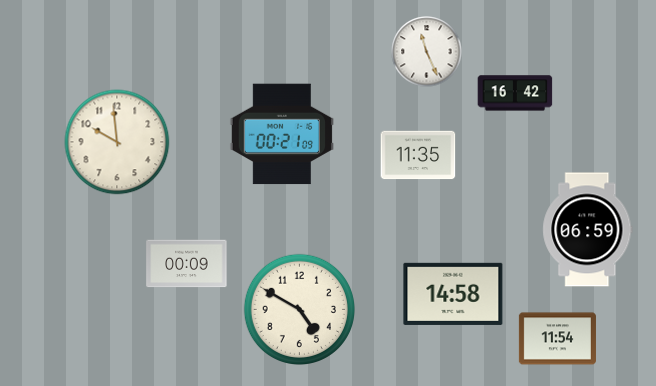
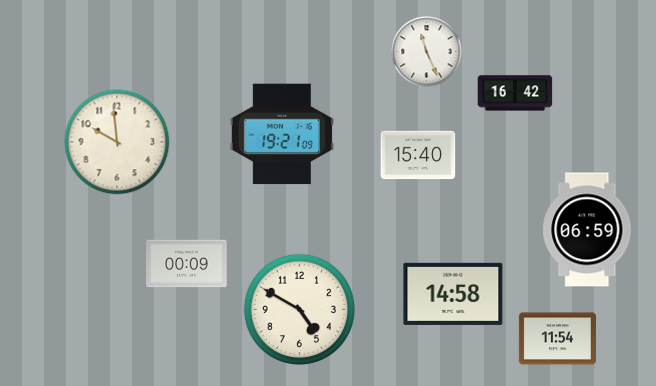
clock at (281, 134): 00:21 -> 19:21
clock at (418, 155): 11:35 -> 15:40
